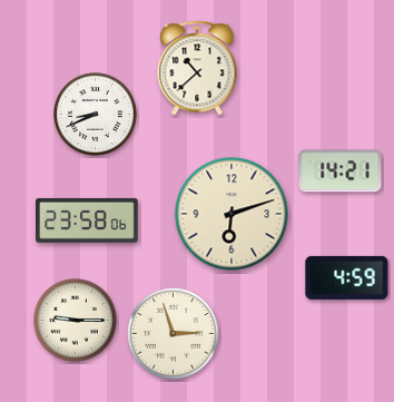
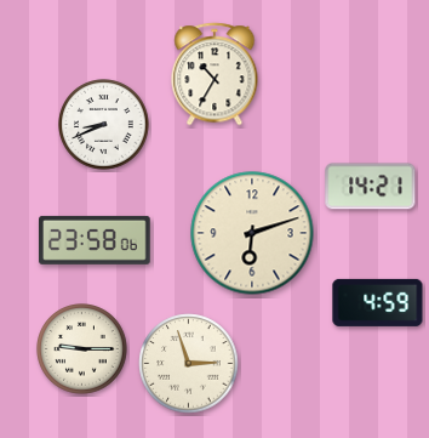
clock at (197, 68): 10:38 -> 10:35
